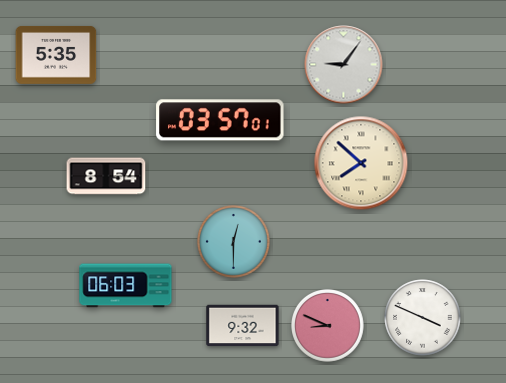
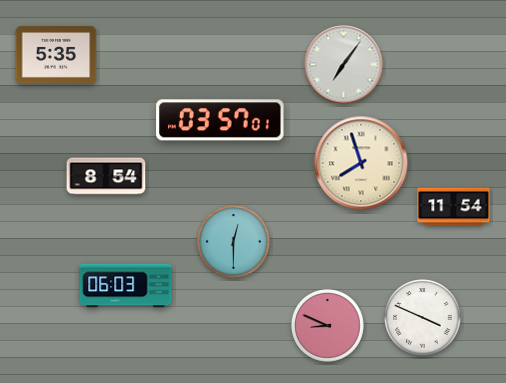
clock at (344, 65): 9:06 -> 7:06
clock at (361, 163): 7:52 -> 7:57
clock at (454, 207): none -> 11:54
clock at (243, 326): 9:32 -> none
